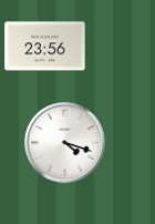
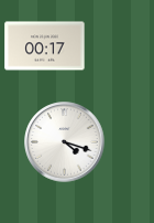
clock at (45, 47): 23:56 -> 00:17
